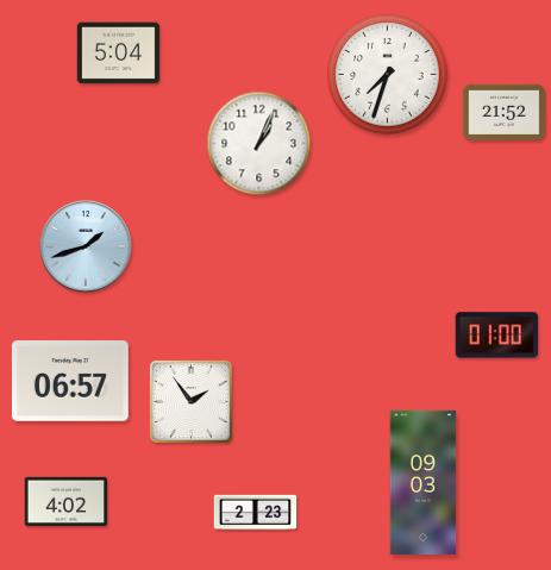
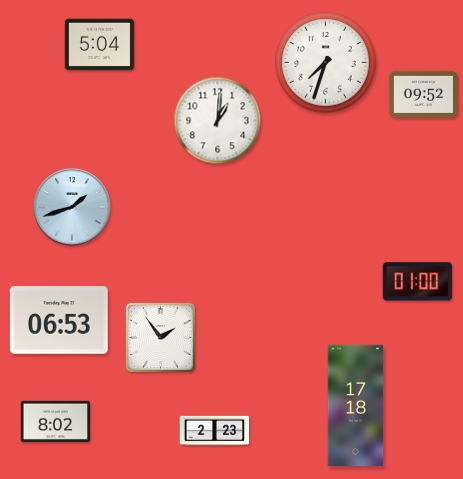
clock at (505, 112): 21:52 -> 09:52
clock at (259, 144): 1:04 -> 1:01
clock at (70, 381): 06:57 -> 06:53
clock at (424, 482): 09:03 -> 17:18
clock at (67, 501): 4:02 -> 8:02
